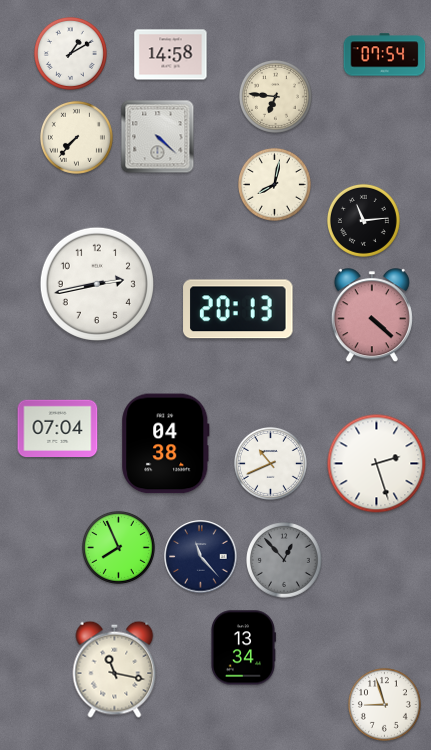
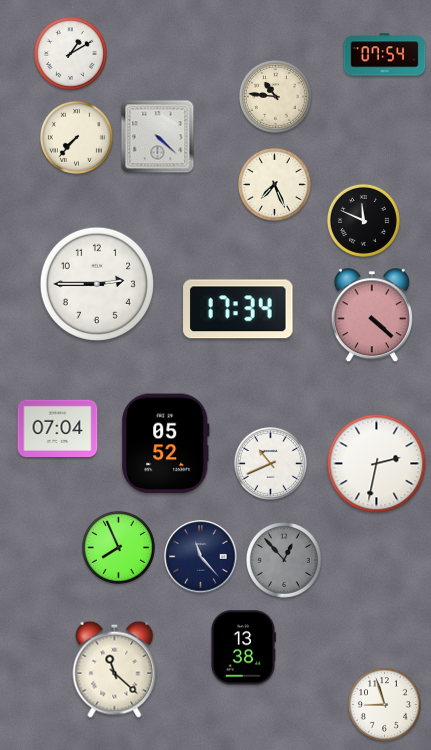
clock at (171, 55): 14:58 -> none
clock at (275, 96): 6:46 -> 10:46
clock at (274, 184): 8:02 -> 7:26
clock at (363, 220): 11:14 -> 11:49
clock at (97, 284): 2:43 -> 2:45
clock at (238, 309): 20:13 -> 17:34
clock at (166, 444): 04:38 -> 05:52
clock at (377, 464): 2:27 -> 2:32
clock at (243, 648): 13:34 -> 13:38
clock at (115, 669): 11:17 -> 11:22
